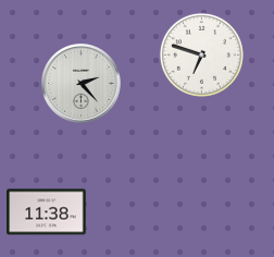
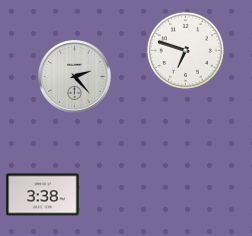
clock at (47, 212): 11:38 -> 3:38
